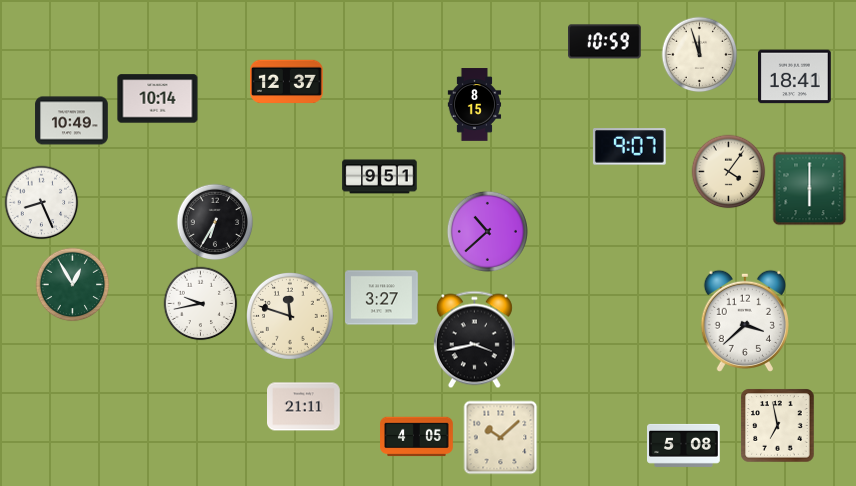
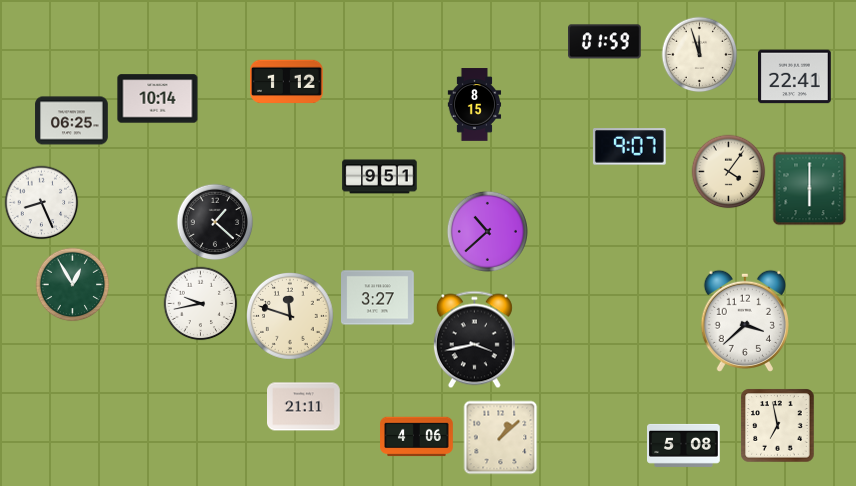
clock at (605, 42): 10:59 -> 01:59
clock at (795, 77): 18:41 -> 22:41
clock at (287, 82): 12:37 -> 1:12
clock at (72, 121): 10:49 -> 06:25
clock at (215, 222): 6:35 -> 1:22
clock at (382, 298) position: (382, 298) -> (378, 298)
clock at (417, 437): 4:05 -> 4:06
clock at (501, 438): 10:08 -> 1:08
